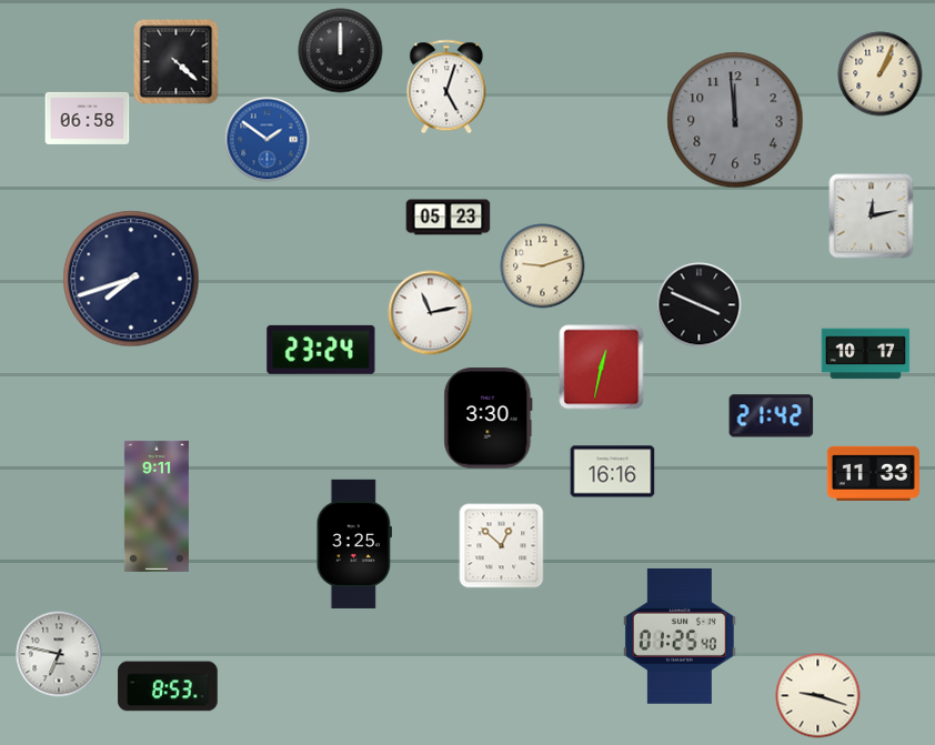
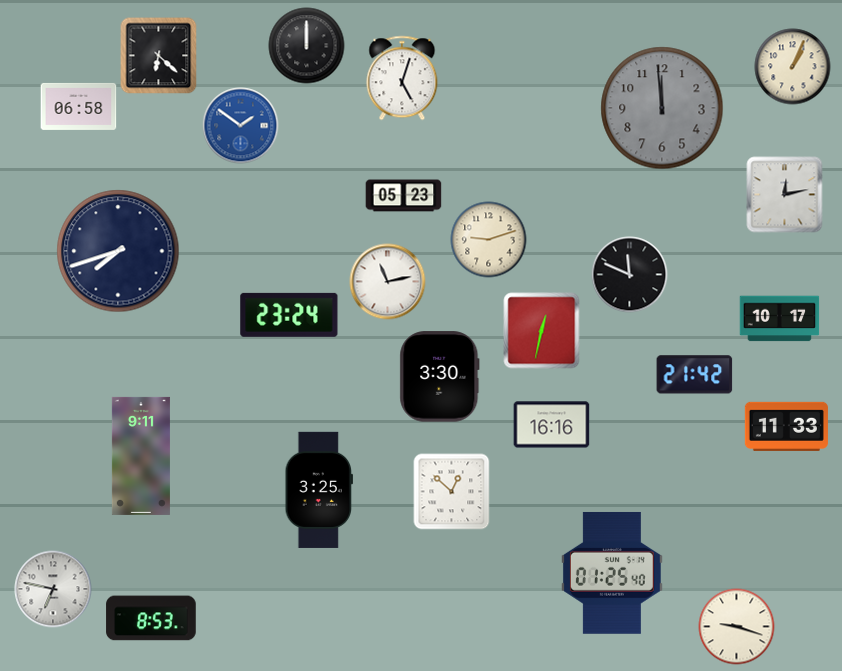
clock at (177, 62): 4:22 -> 6:22
clock at (700, 305): 3:49 -> 11:49
